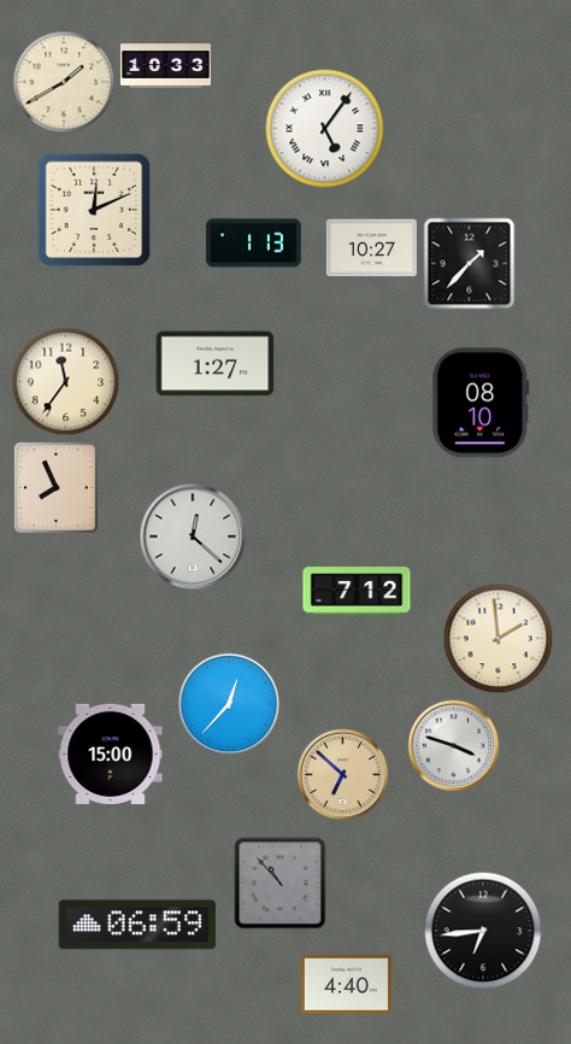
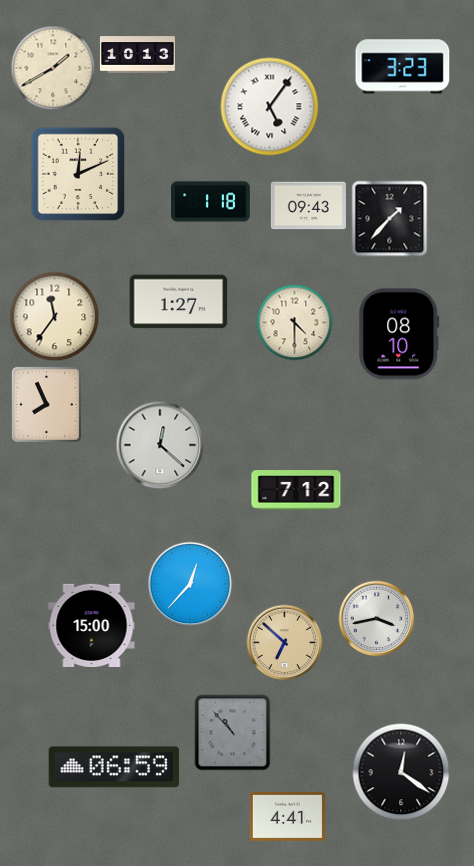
clock at (165, 66): 10:33 -> 10:13
clock at (403, 67): none -> 3:23
clock at (254, 244): 1:13 -> 1:18
clock at (371, 248): 10:27 -> 09:43
clock at (295, 323): none -> 4:30
clock at (499, 639): 1:59 -> none
clock at (454, 746): 3:48 -> 3:43
clock at (483, 931): 6:44 -> 12:21
clock at (346, 985): 4:40 -> 4:41
